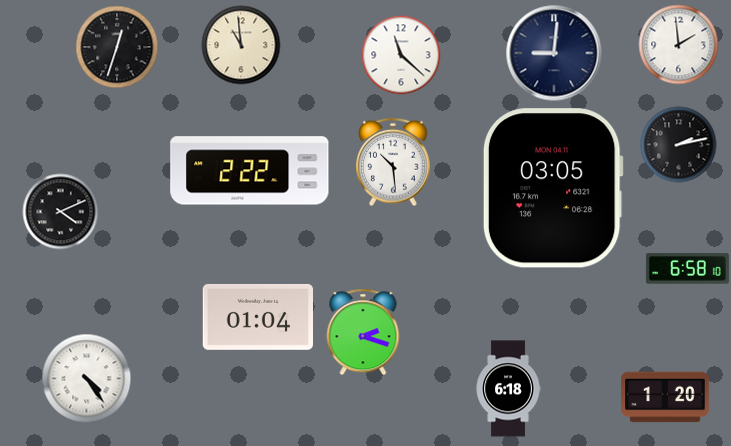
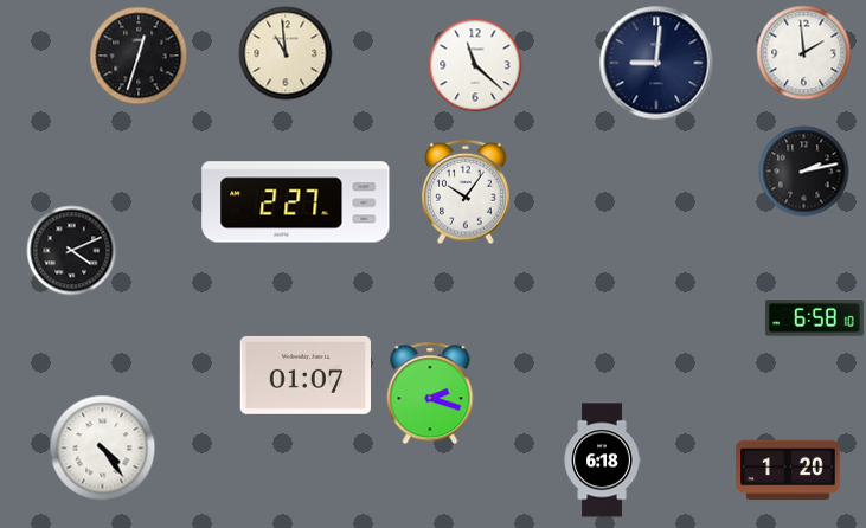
clock at (393, 162): 10:29 -> 10:06
clock at (250, 171): 2:22 -> 2:27
clock at (553, 188): 03:05 -> none
clock at (257, 317): 01:04 -> 01:07
